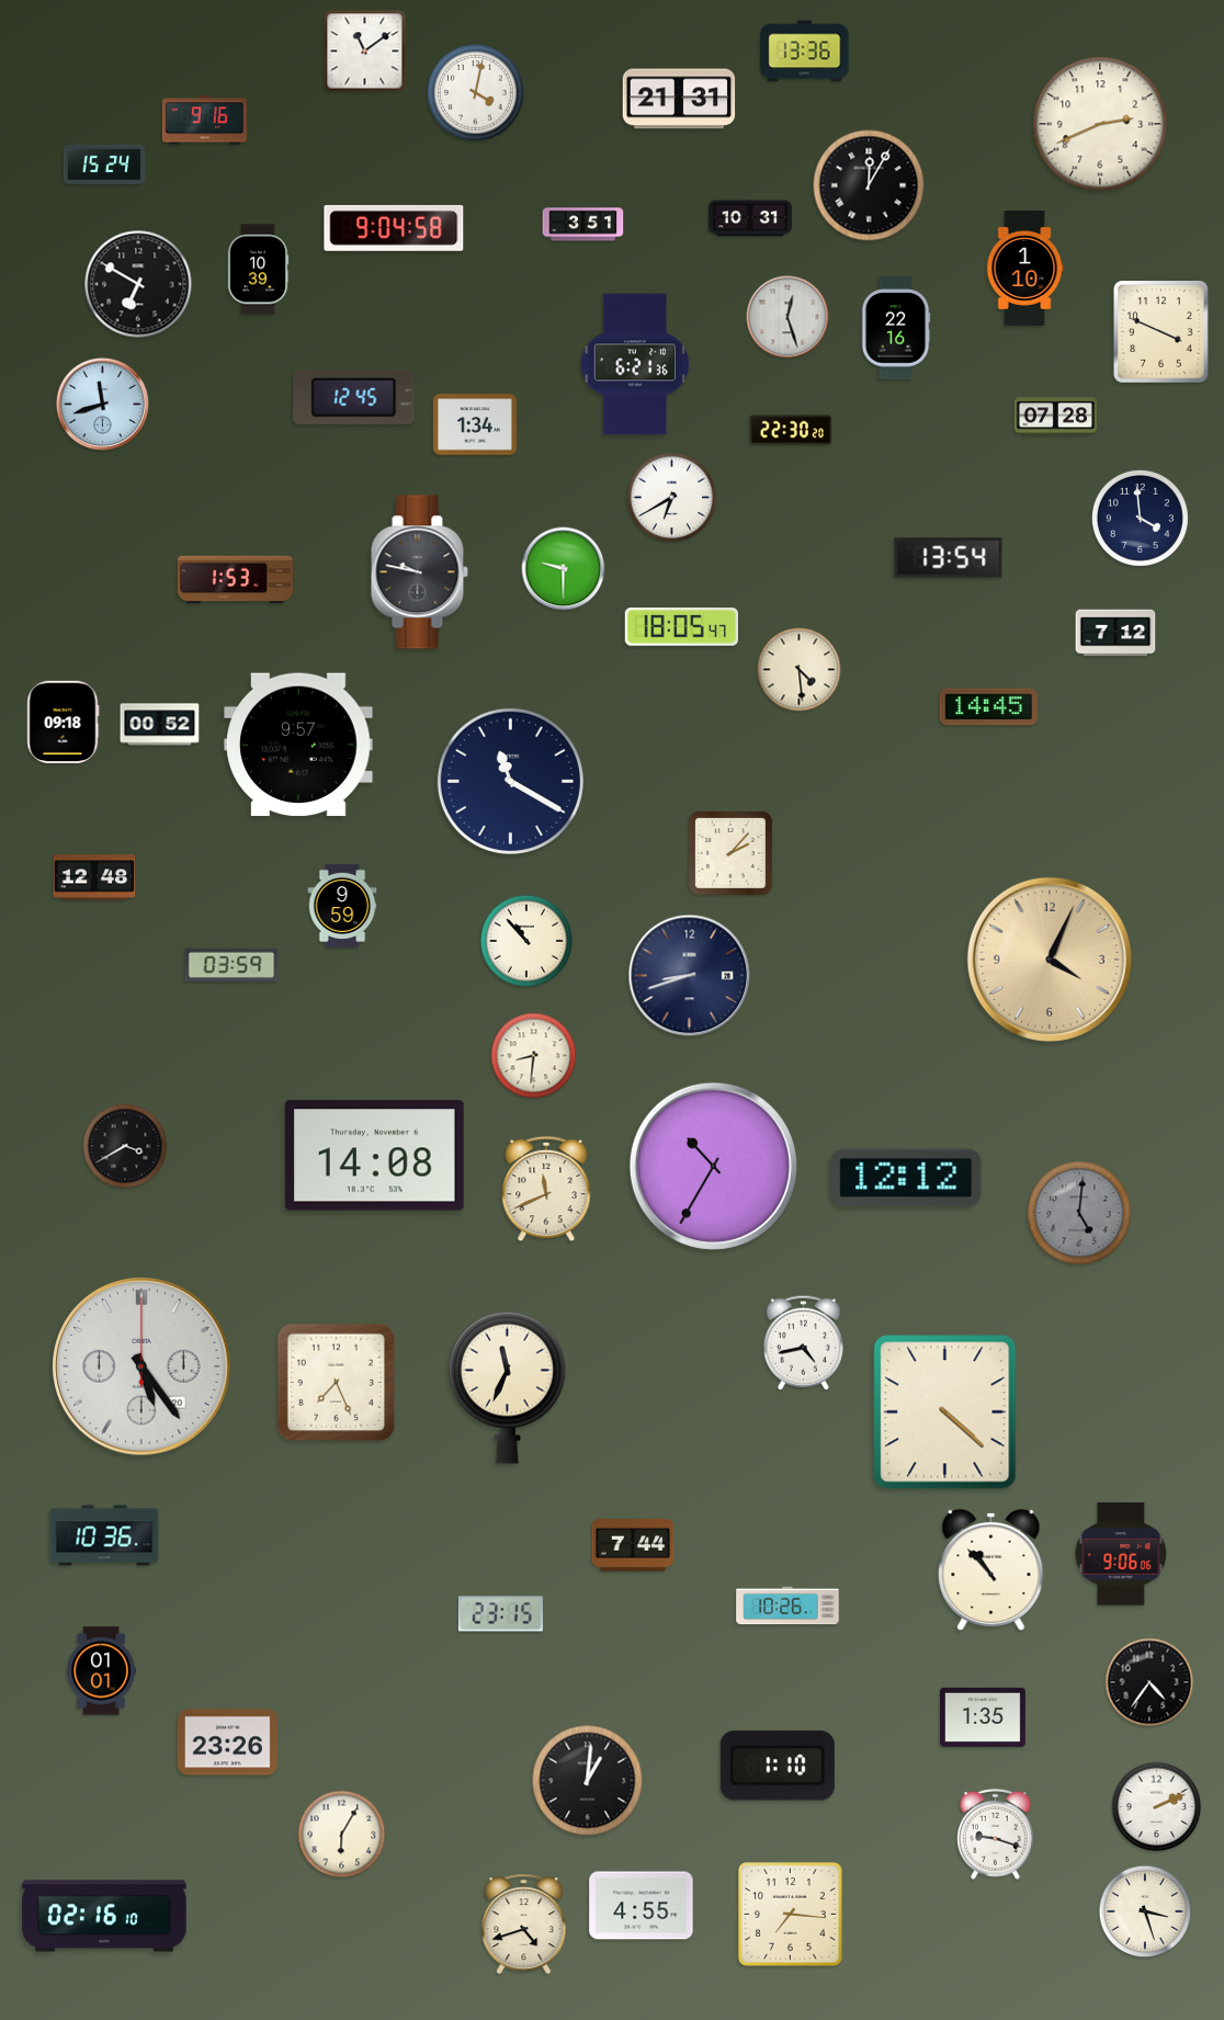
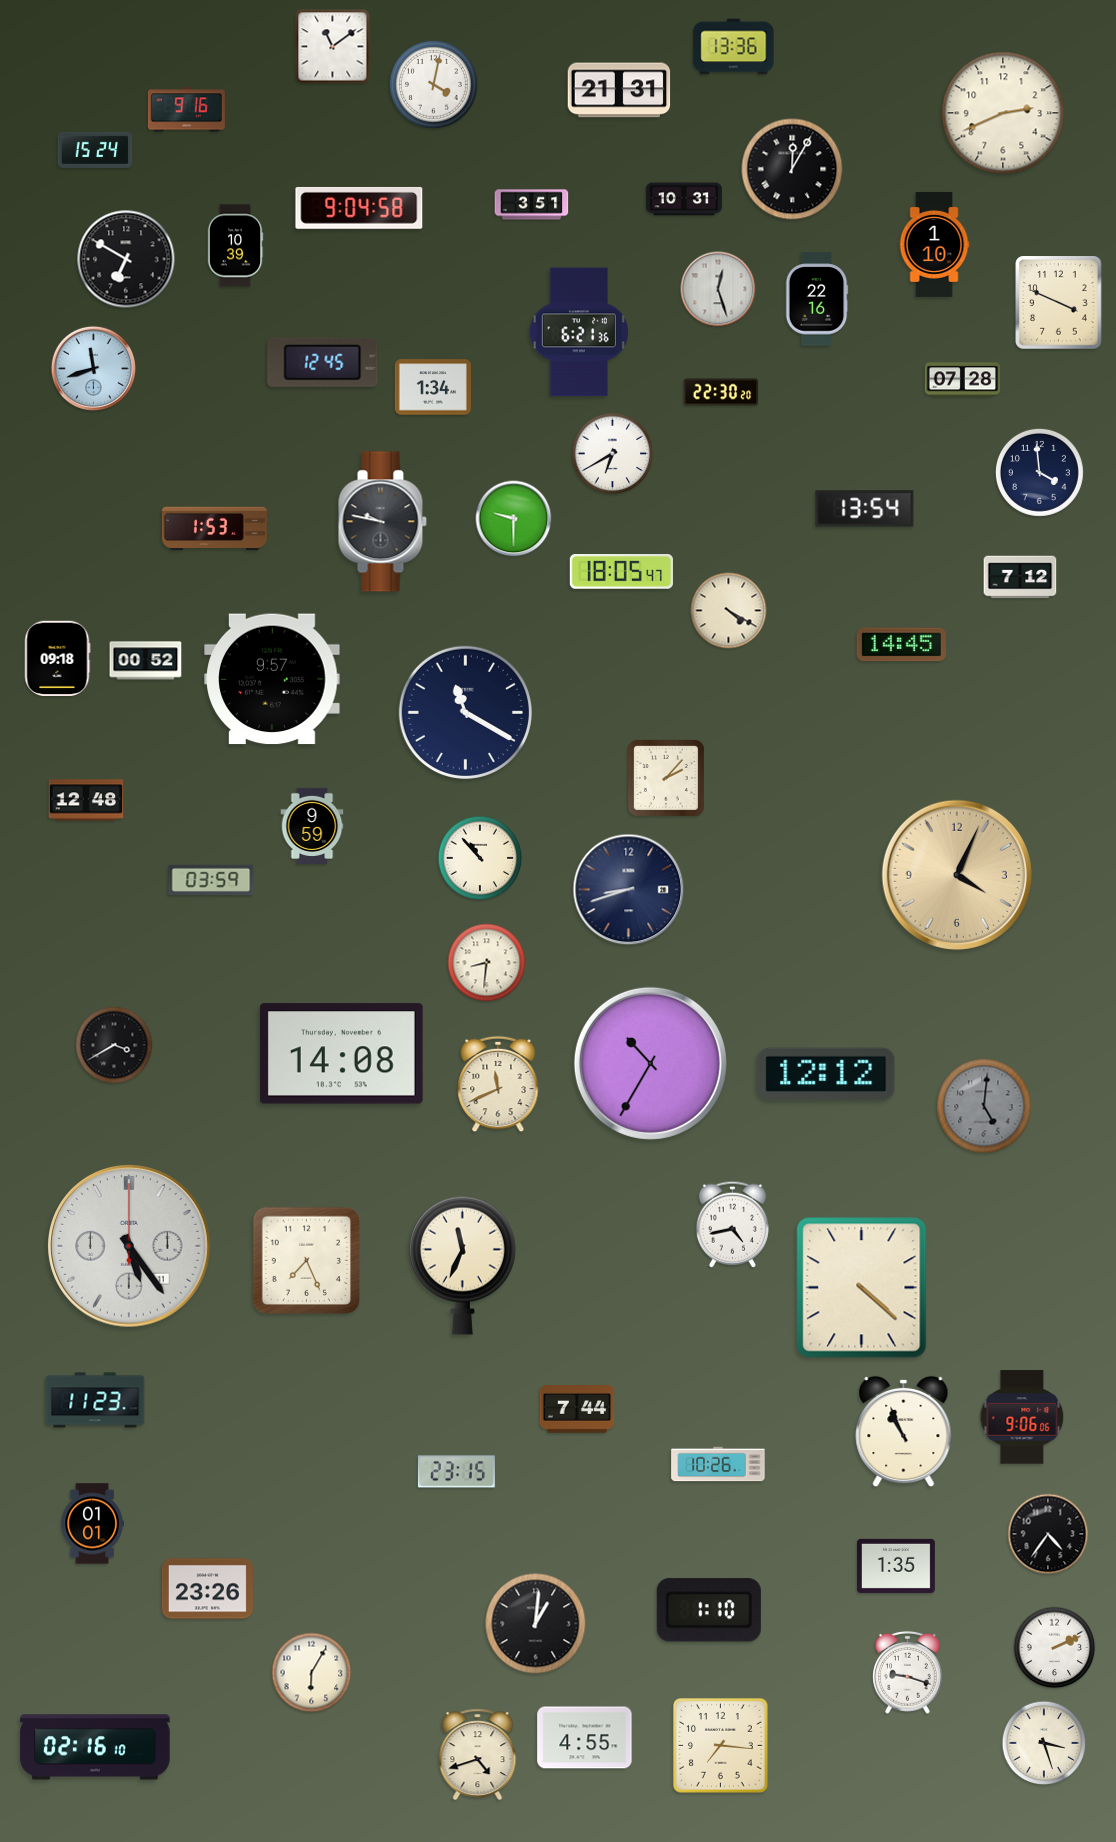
clock at (1115, 633) position: (1115, 633) -> (1020, 577)
clock at (800, 670): 4:29 -> 4:20
clock at (141, 1366) date: 20 -> 11
clock at (104, 1535): 10:36 -> 11:23
clock at (991, 1570): 10:53 -> 10:56
